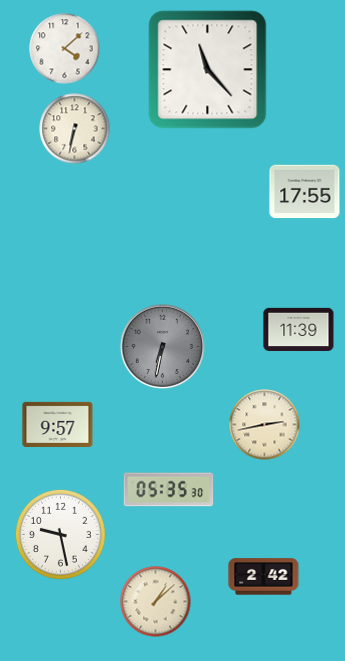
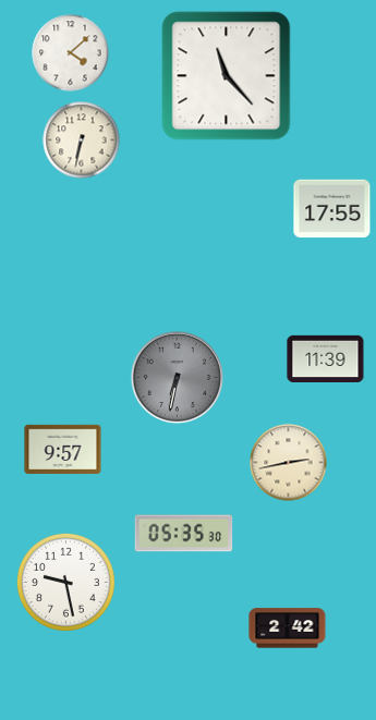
clock at (58, 424) position: (58, 424) -> (63, 449)
clock at (156, 602): 1:08 -> none
